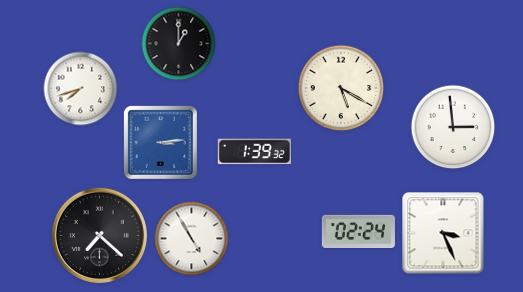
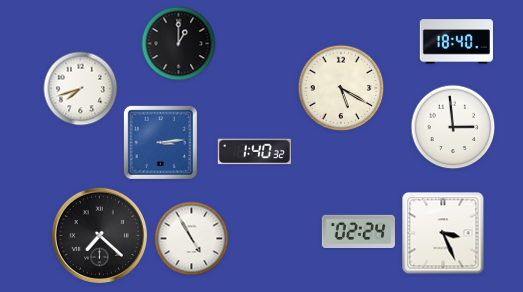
clock at (456, 42): none -> 18:40
clock at (254, 152): 1:39 -> 1:40
